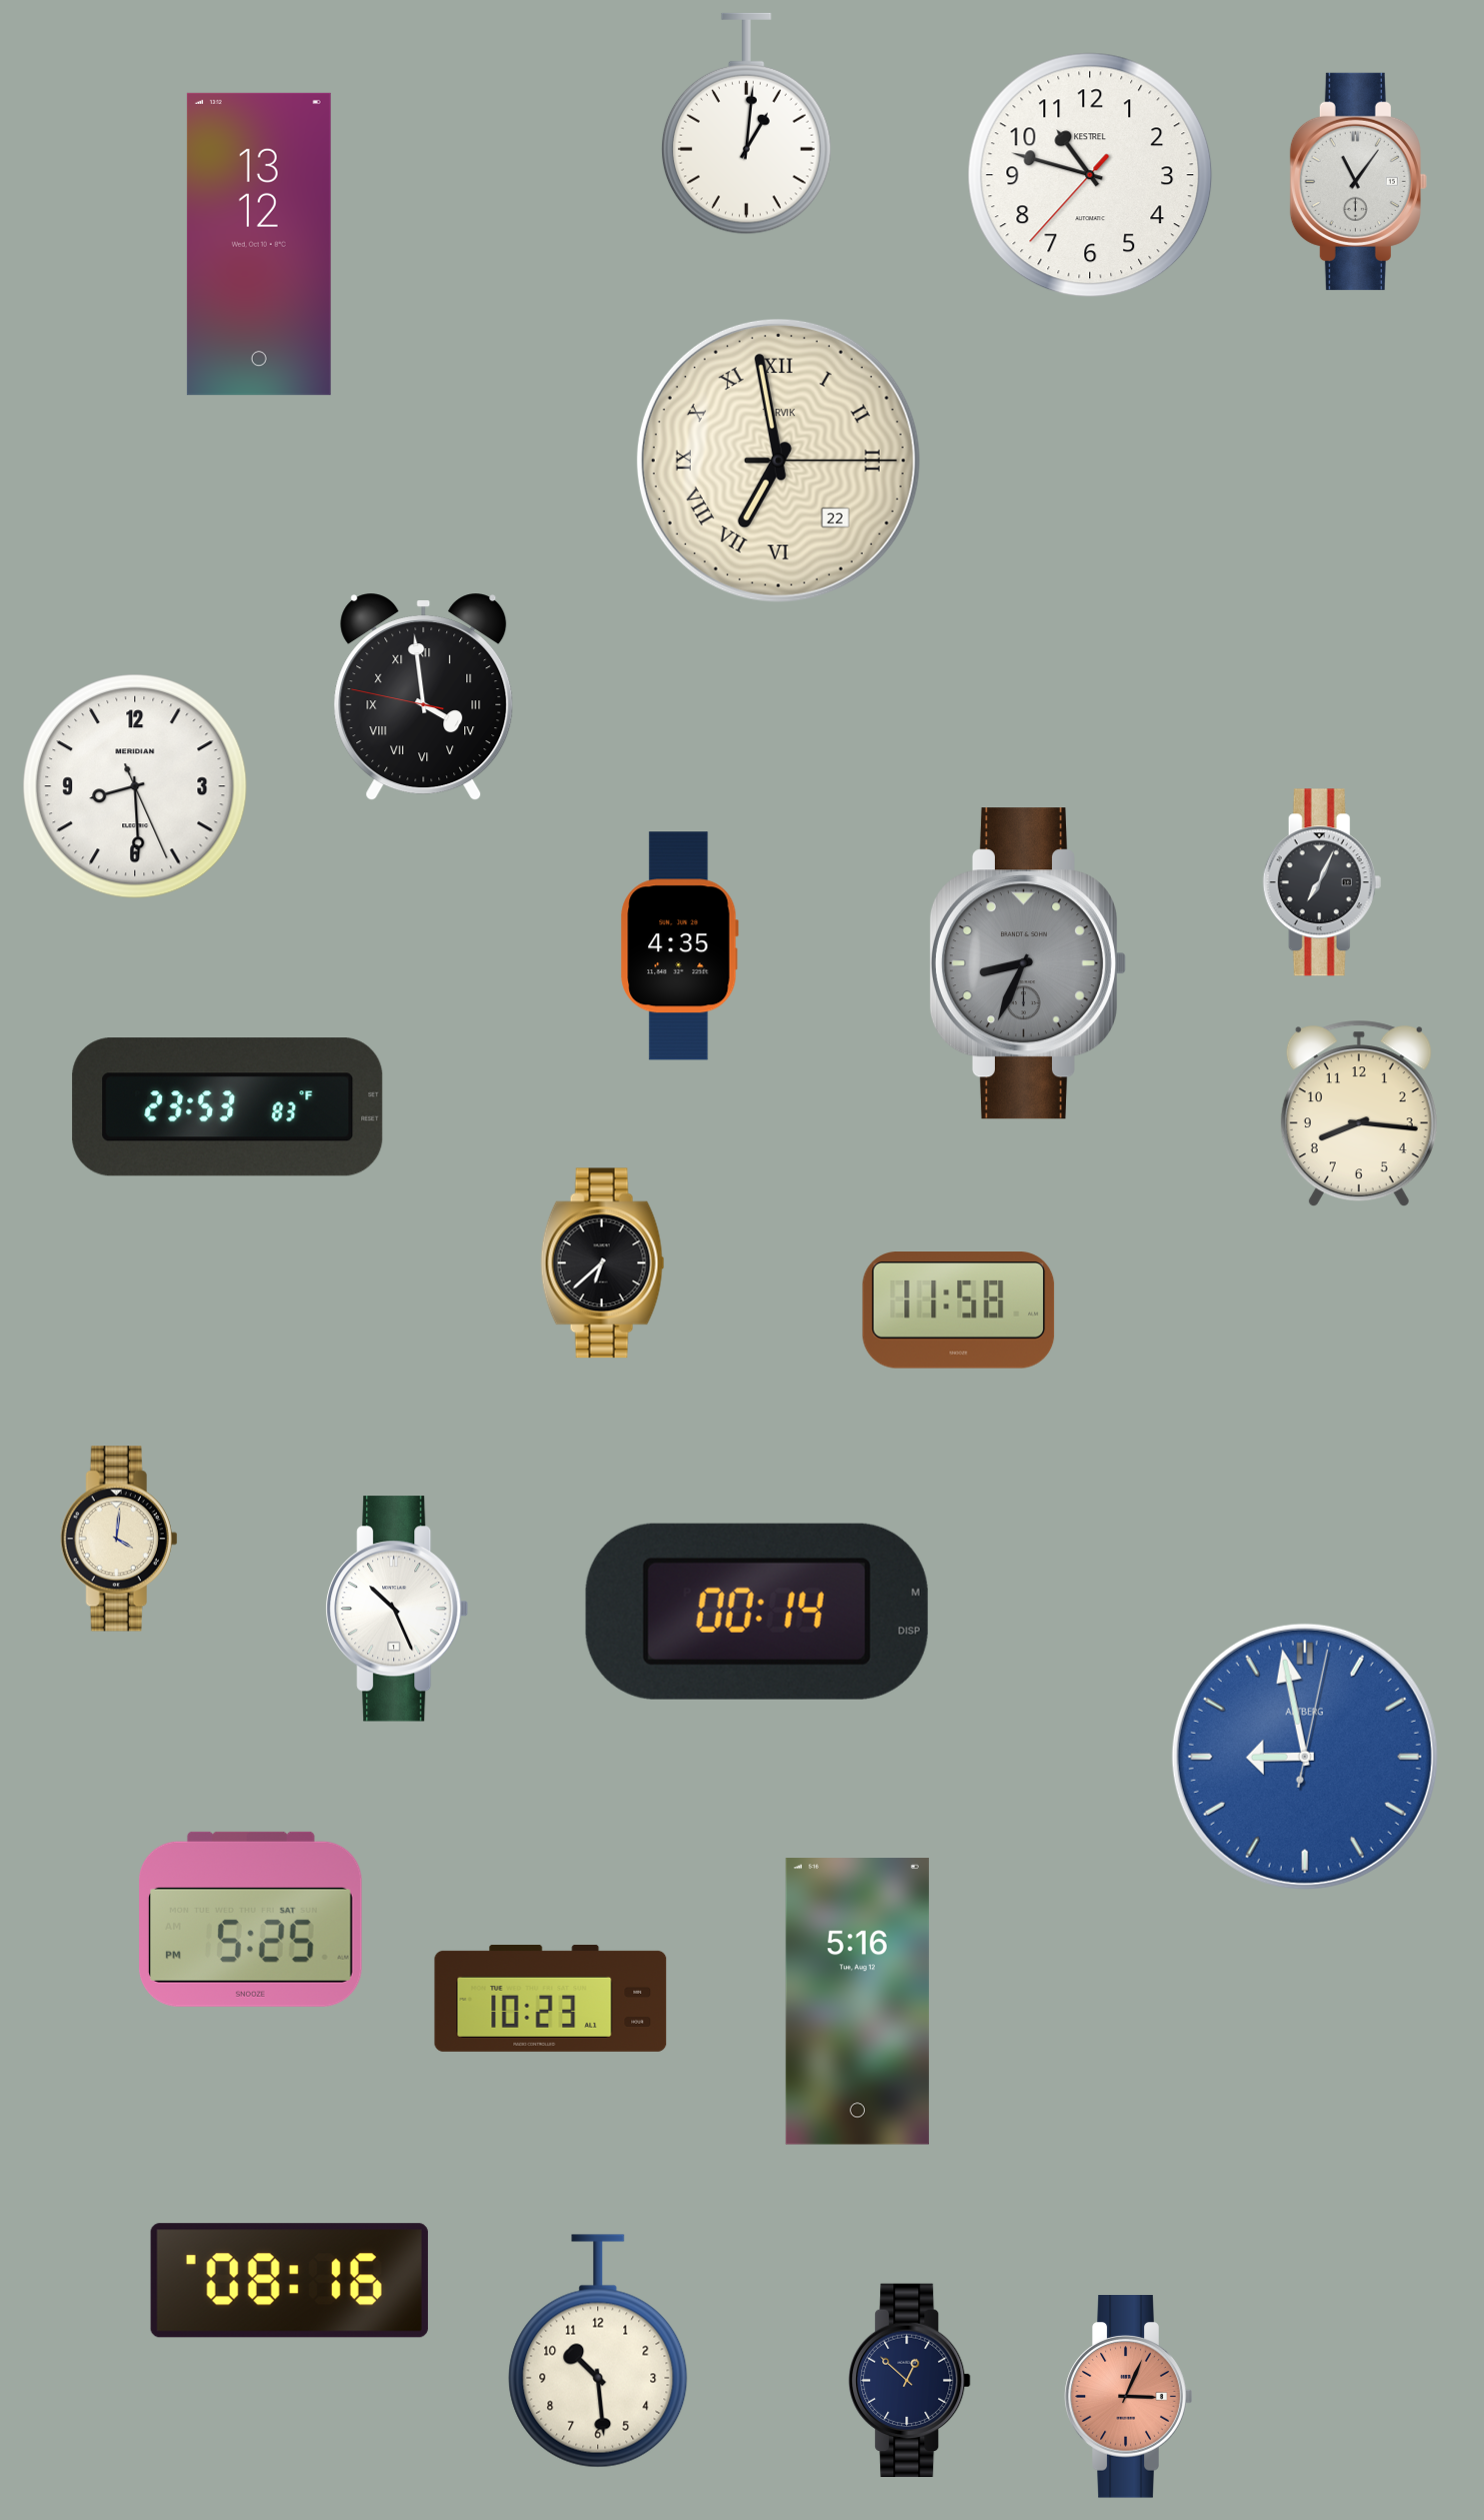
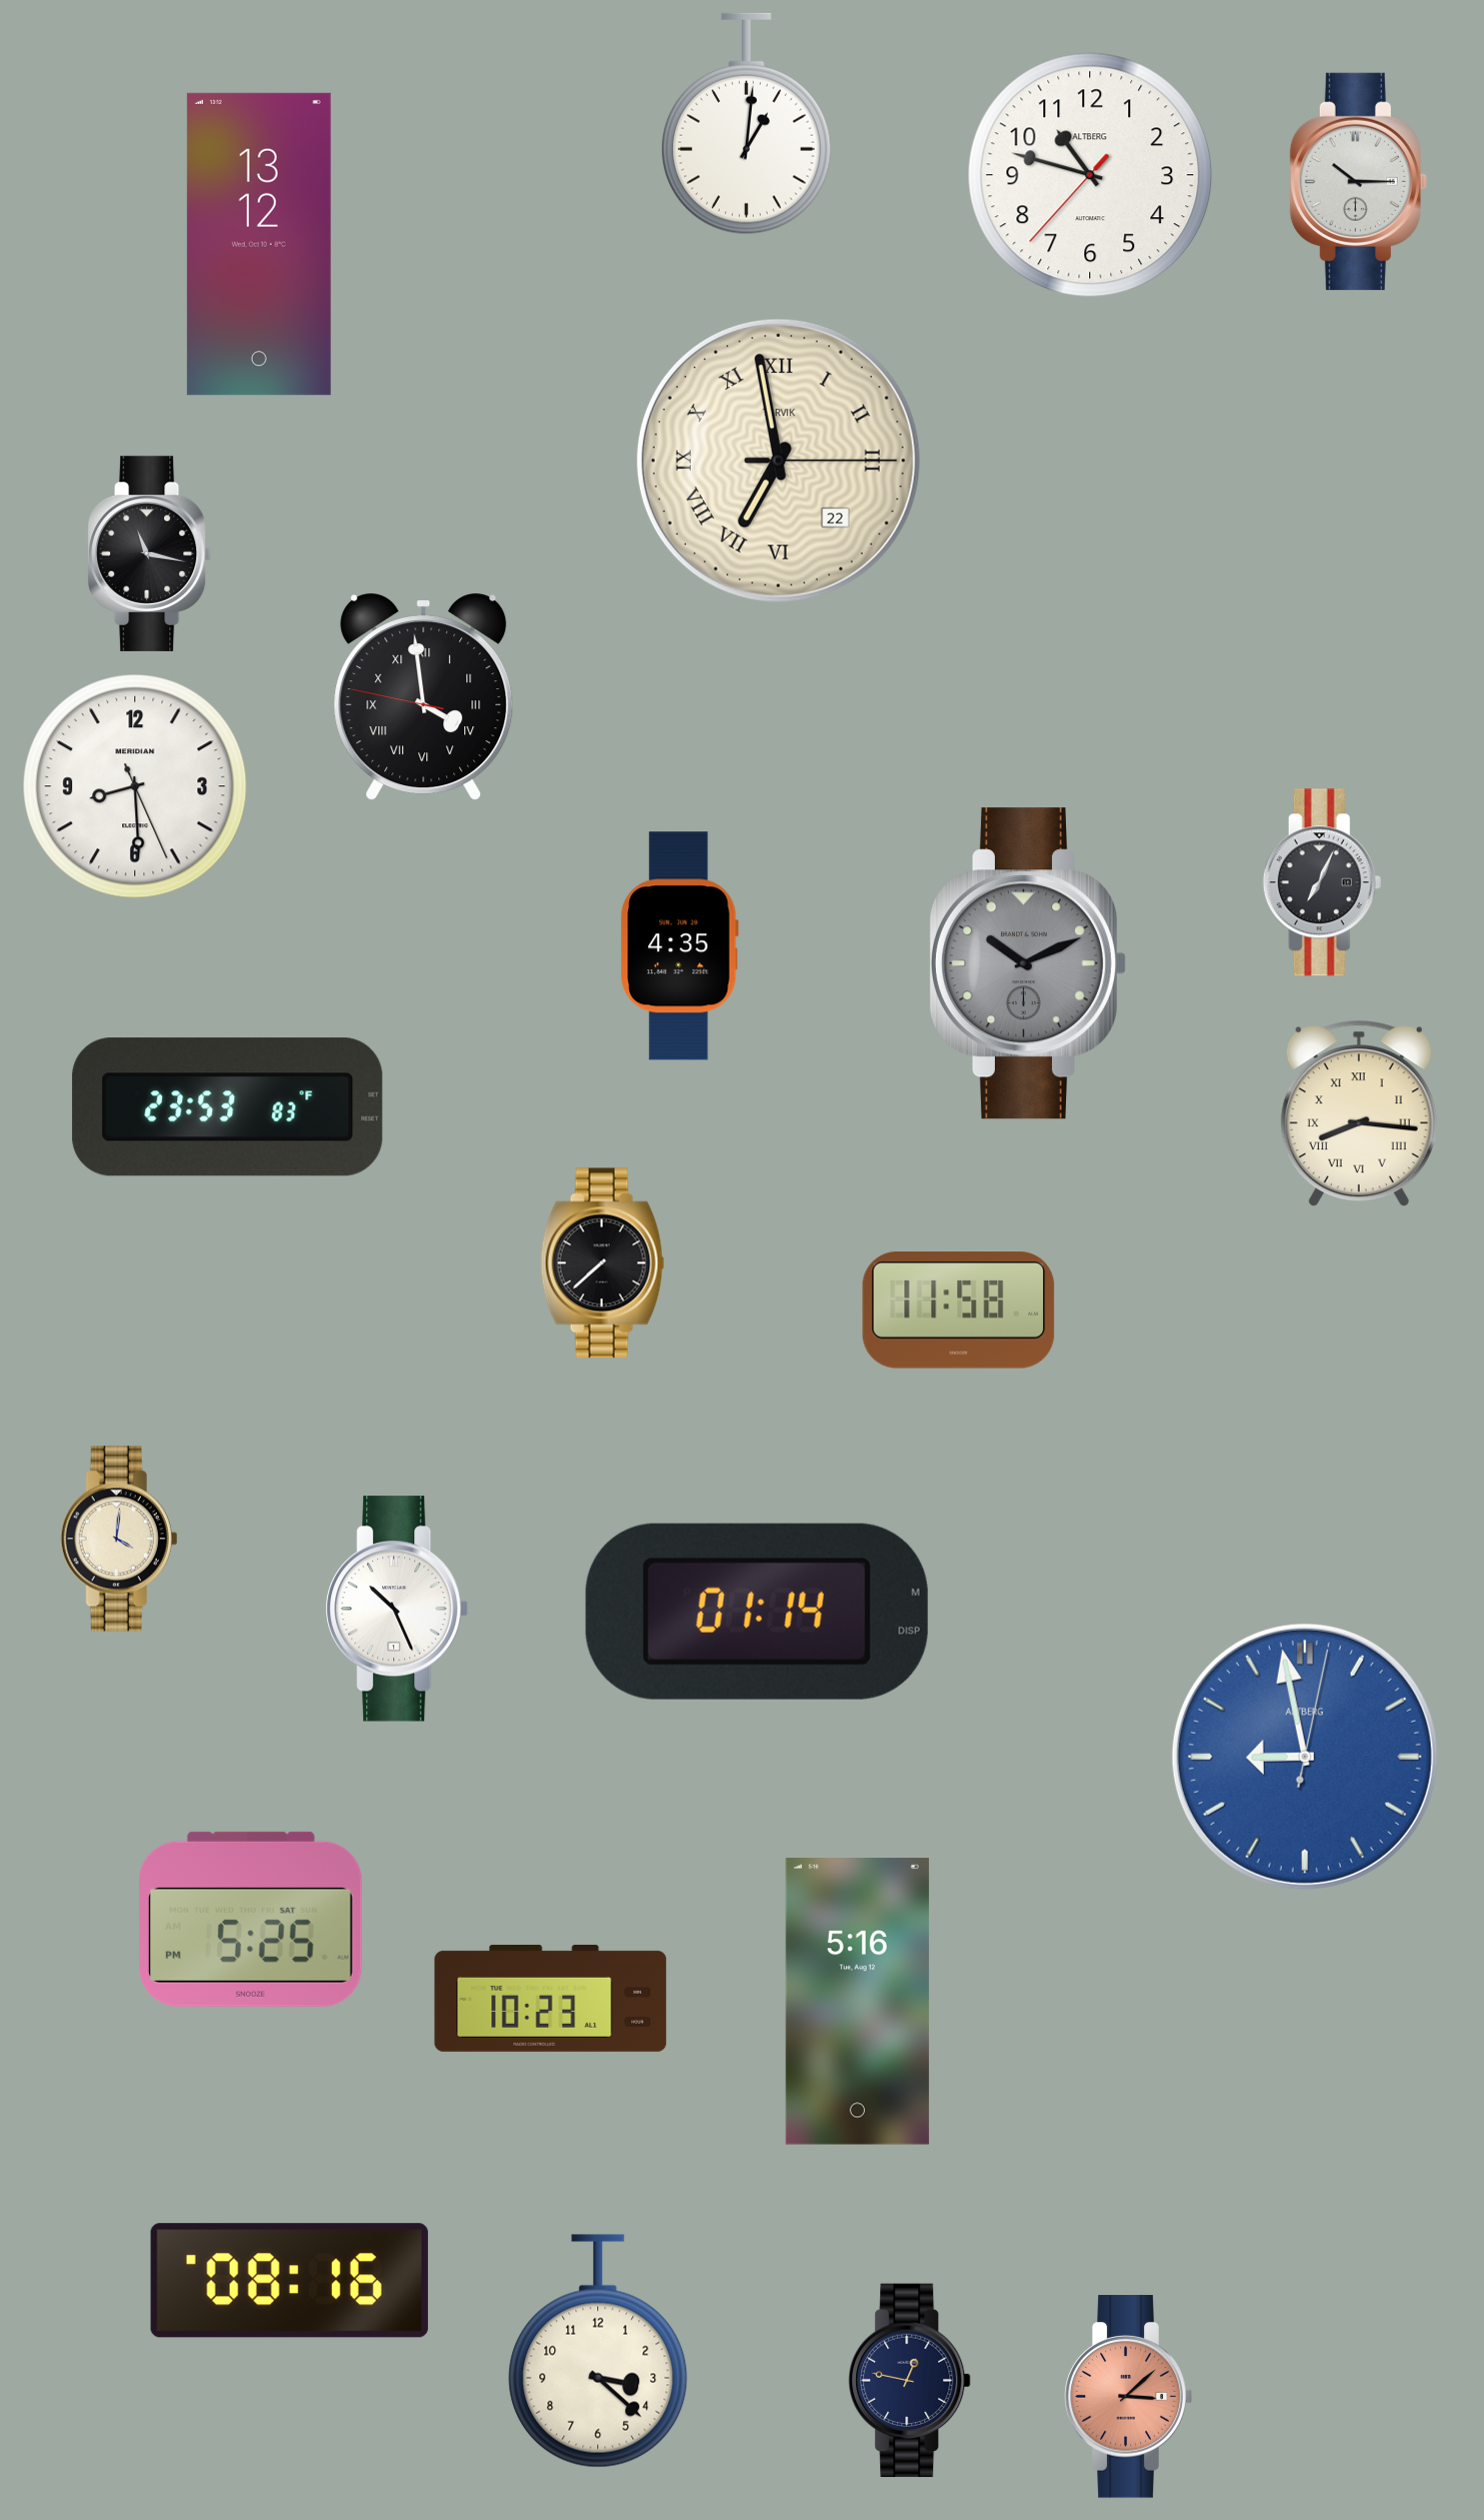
clock at (1090, 175) brand: KESTREL -> ALTBERG
clock at (1358, 181): 11:06 -> 10:15
clock at (150, 553): none -> 11:17
clock at (1027, 963): 8:34 -> 10:11
clock at (1359, 1113) numerals: Arabic -> Roman
clock at (603, 1264): 6:38 -> 7:38
clock at (757, 1612): 00:14 -> 01:14
clock at (598, 2351): 10:29 -> 3:22
clock at (910, 2380): 12:52 -> 12:47
clock at (1129, 2397): 3:04 -> 3:08
